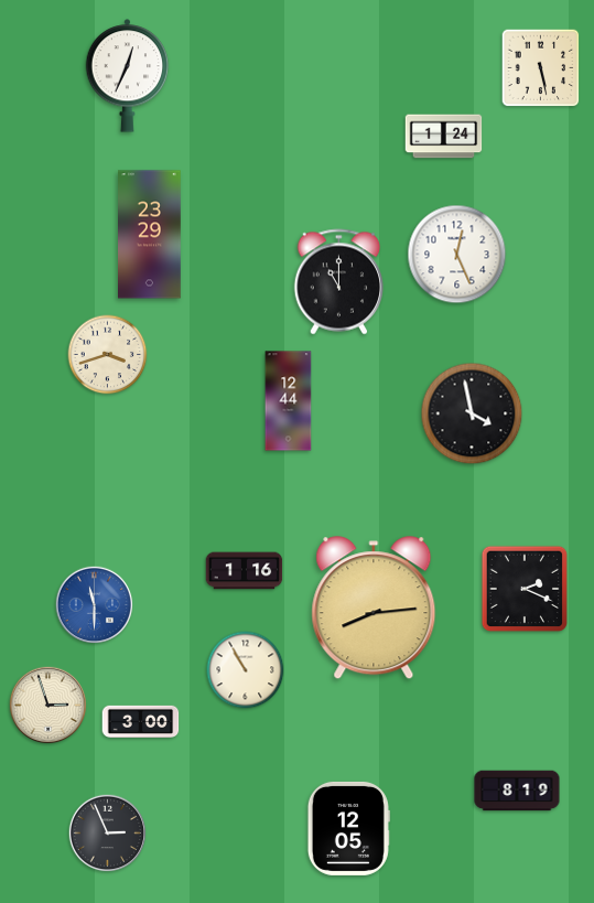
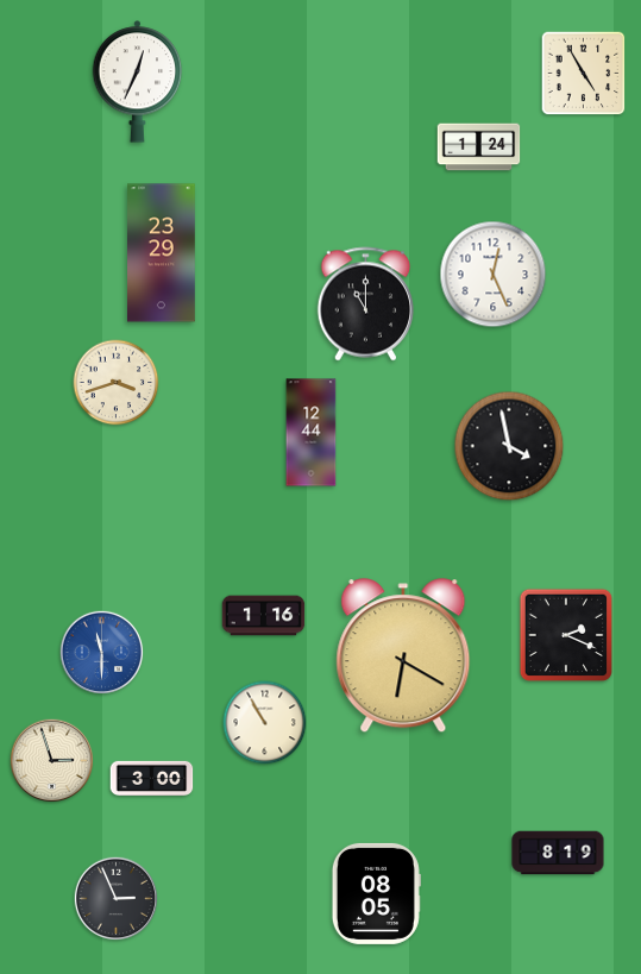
clock at (541, 68): 5:28 -> 4:55
clock at (374, 609): 8:14 -> 6:20
clock at (348, 828): 12:05 -> 08:05
